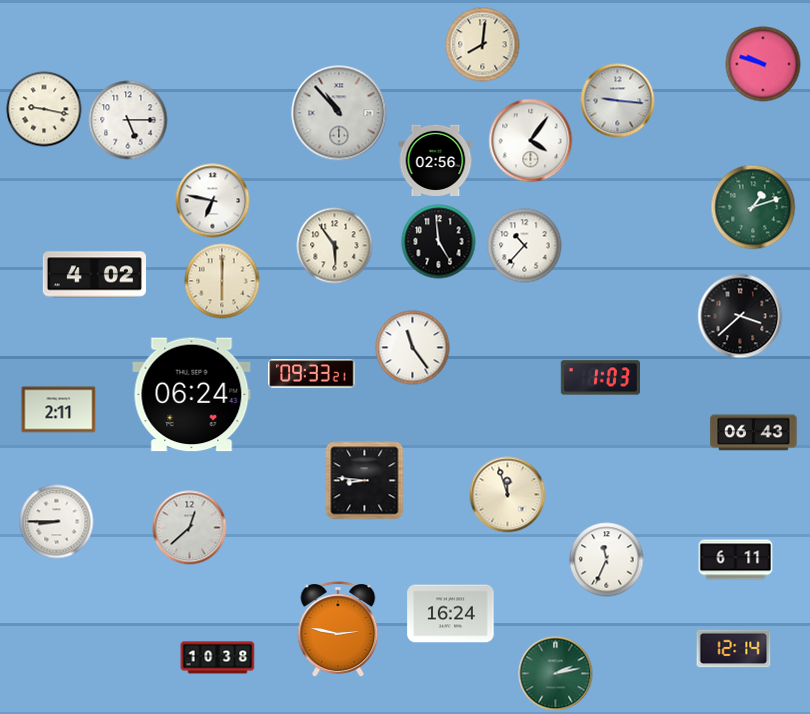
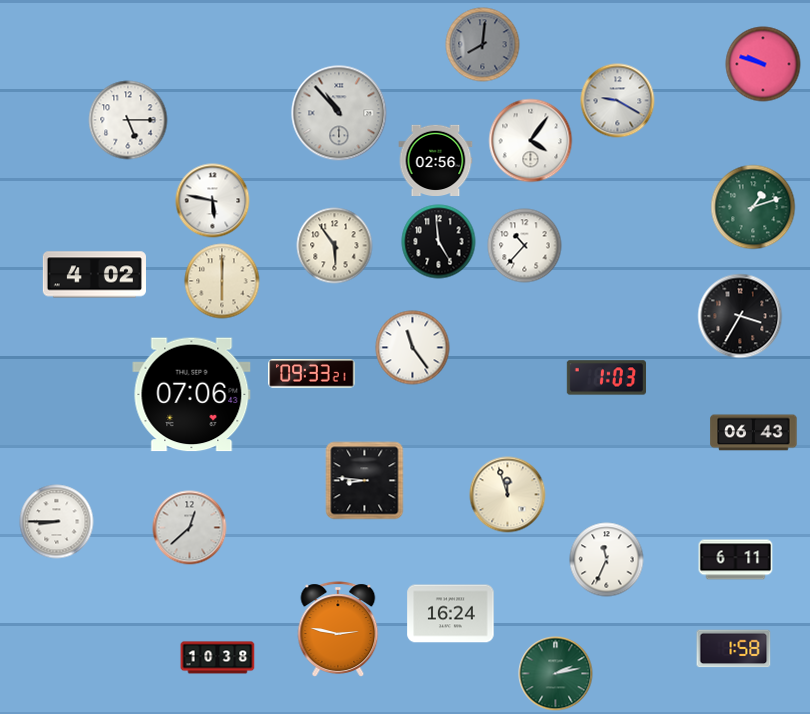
clock at (483, 45) dial: cream -> grey
clock at (618, 101): 9:16 -> 9:20
clock at (44, 109): 9:17 -> none
clock at (213, 201): 6:47 -> 5:47
clock at (740, 316): 3:38 -> 3:35
clock at (600, 378) position: (600, 378) -> (606, 378)
clock at (192, 395): 06:24 -> 07:06
clock at (59, 410): 2:11 -> none
clock at (734, 649): 12:14 -> 1:58
